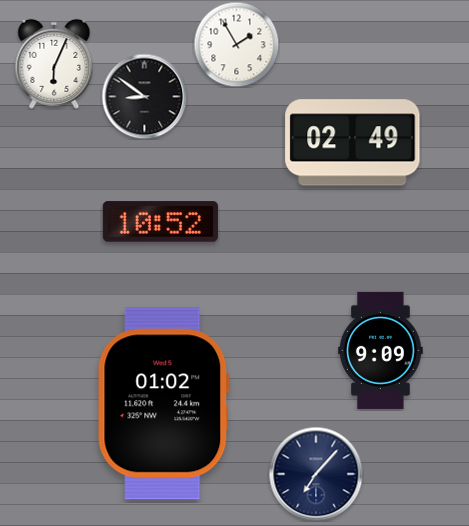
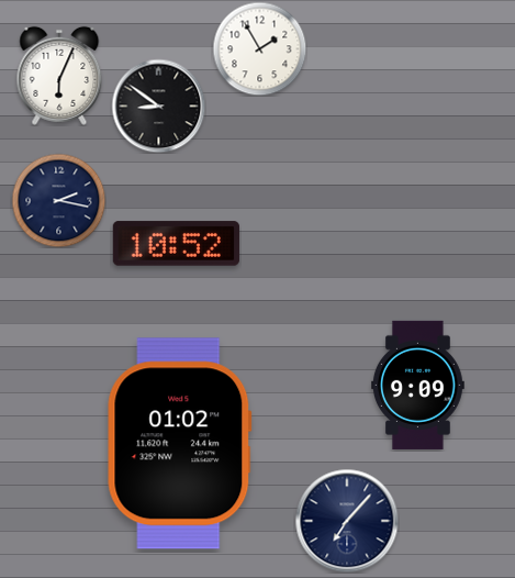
clock at (54, 64) position: (54, 64) -> (59, 76)
clock at (353, 143): 02:49 -> none
clock at (58, 200): none -> 2:17
